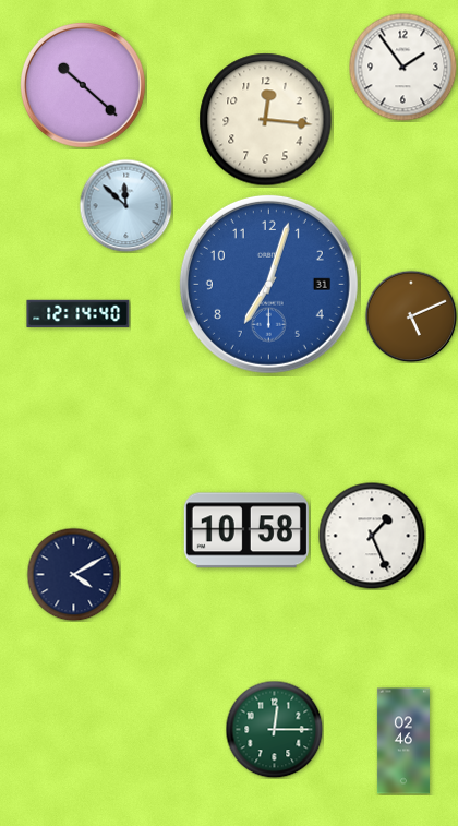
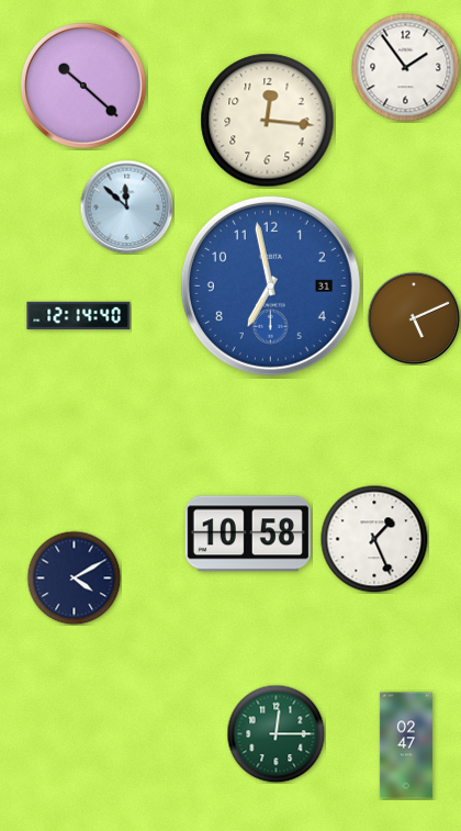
clock at (268, 284): 7:03 -> 6:58
clock at (403, 741): 02:46 -> 02:47
